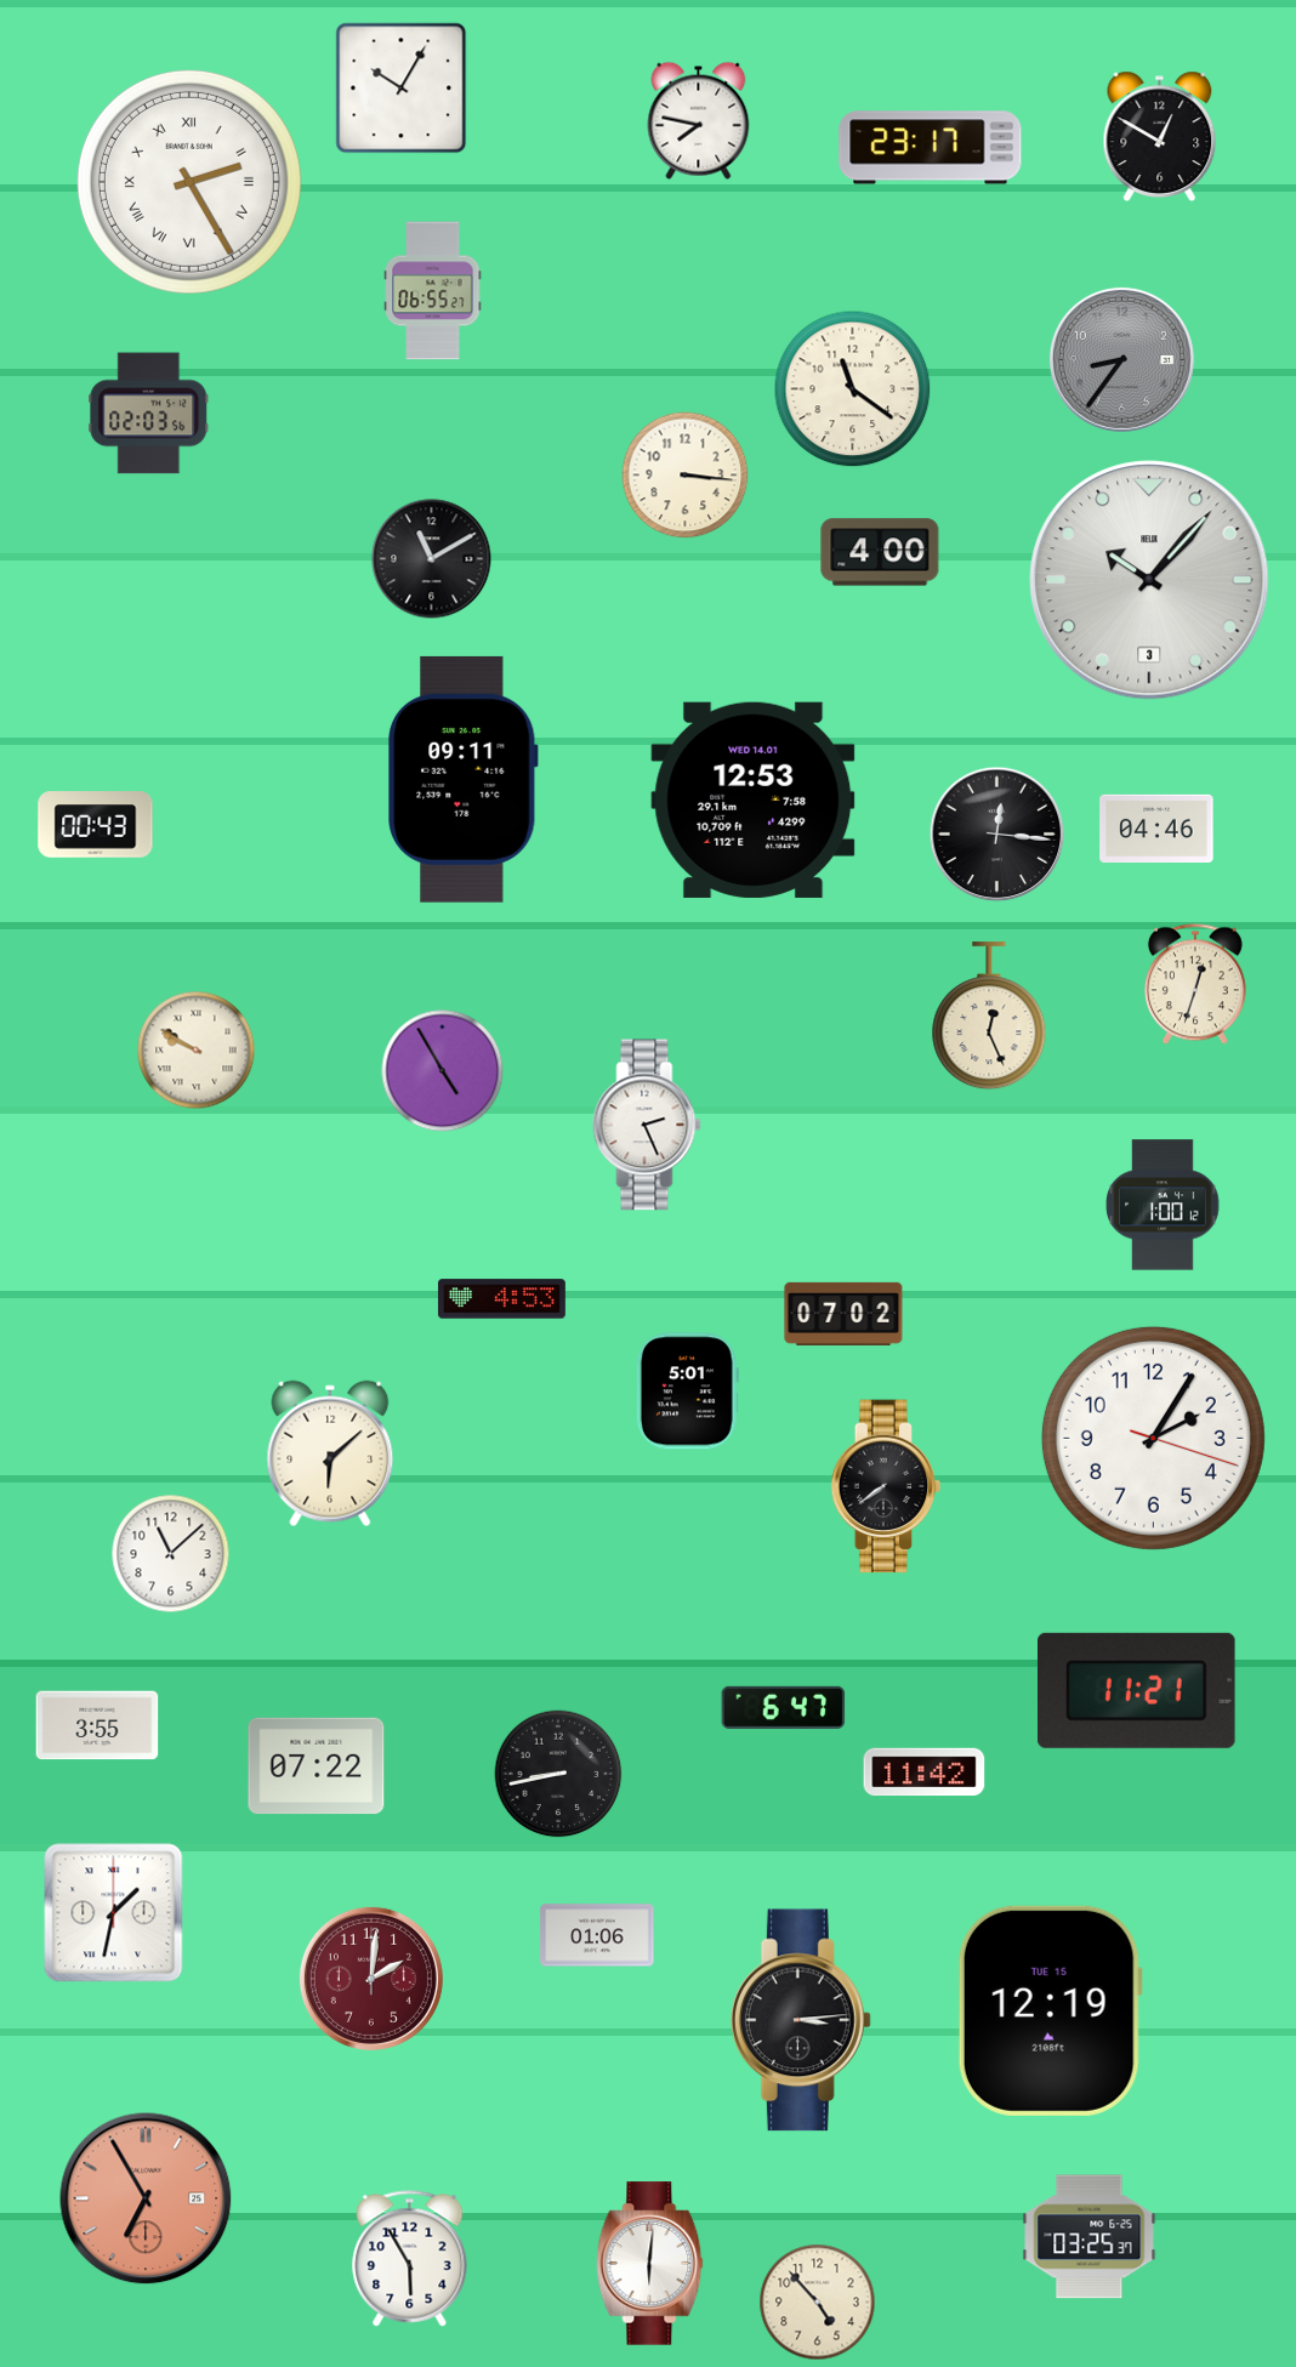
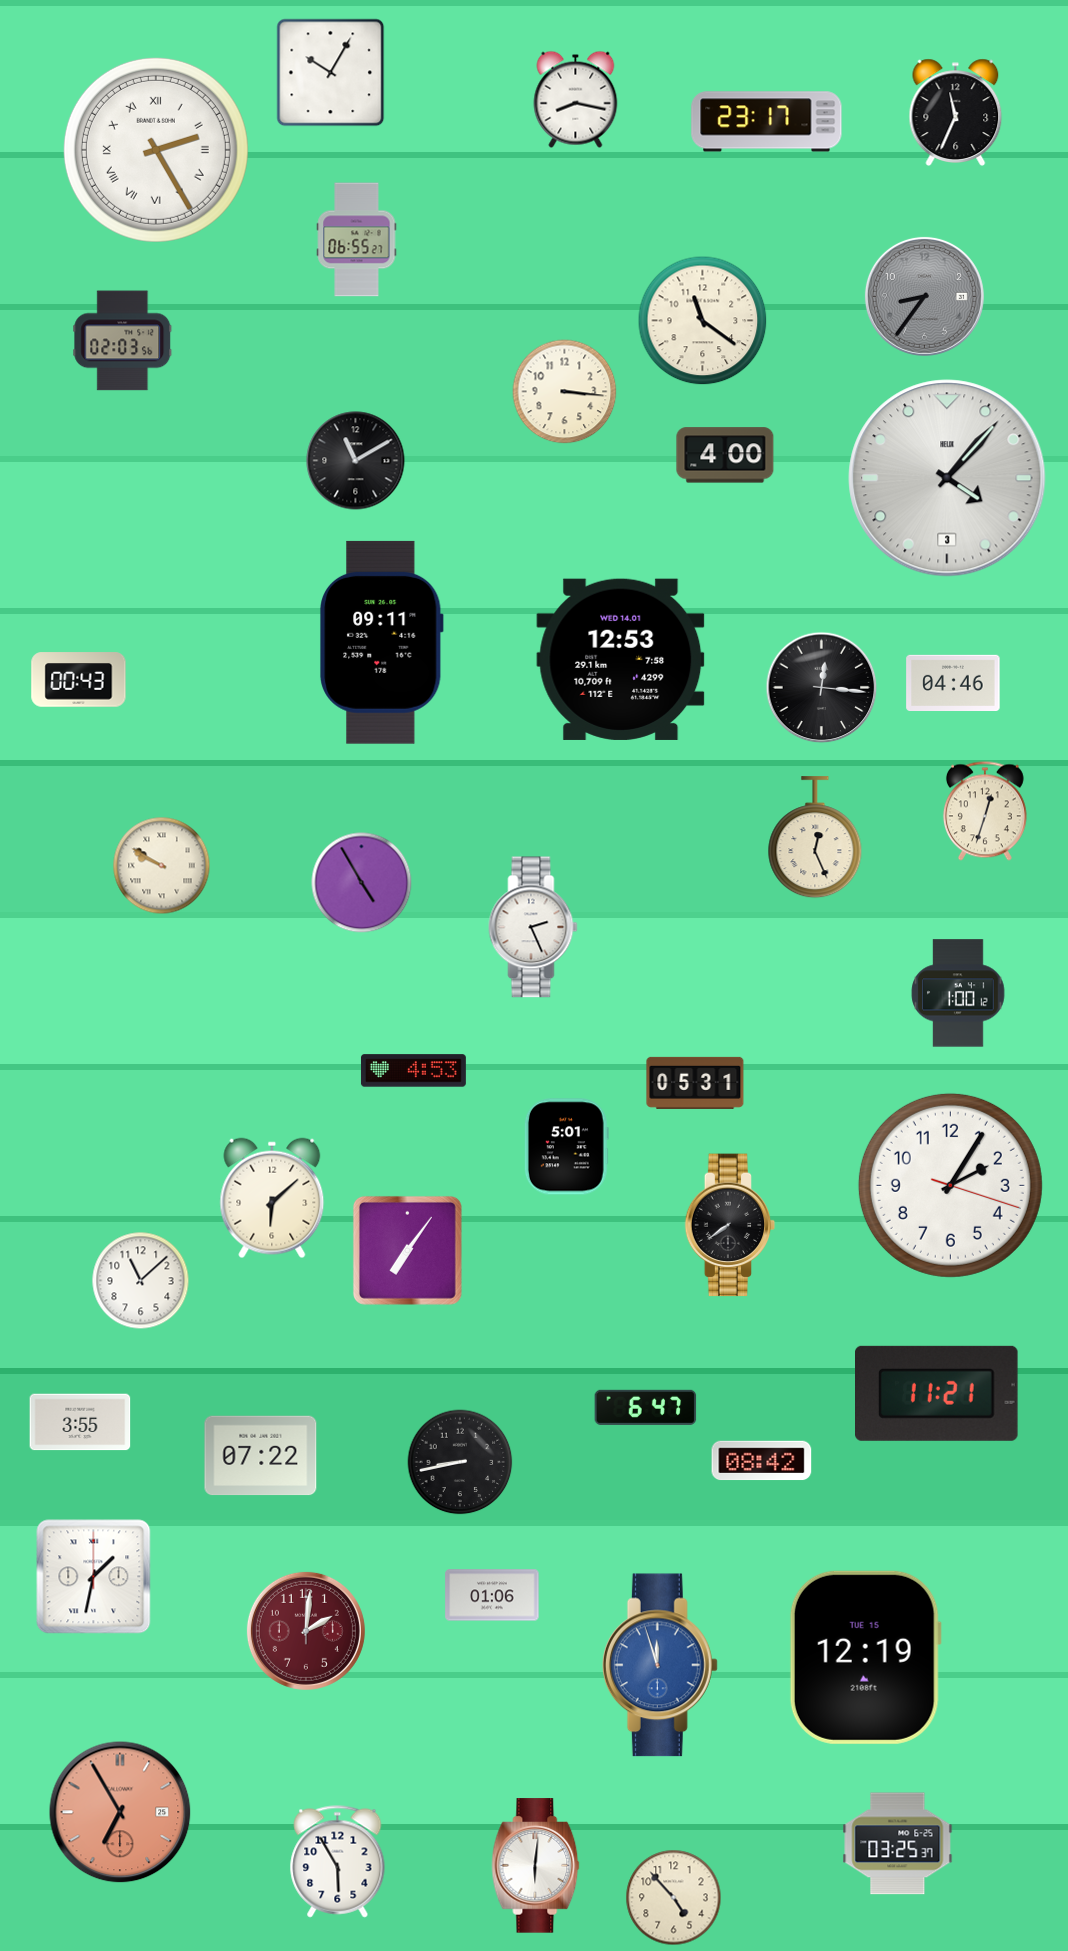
clock at (699, 120): 7:47 -> 8:17
clock at (1160, 136): 12:50 -> 11:34
clock at (1149, 580): 10:07 -> 4:07
clock at (443, 1071) position: (443, 1071) -> (362, 883)
clock at (843, 1314): 07:02 -> 05:31
clock at (407, 1250): none -> 7:06
clock at (925, 1773): 11:42 -> 08:42
clock at (801, 2020): 3:14 -> 11:57
clock at (801, 2020) dial: black -> blue
